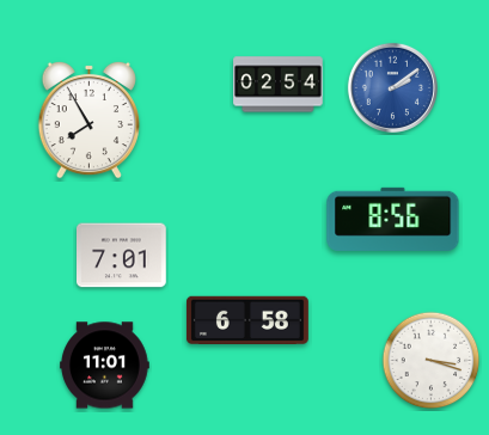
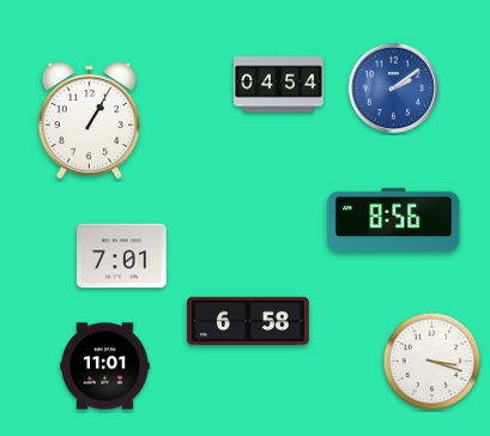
clock at (279, 85): 02:54 -> 04:54
clock at (88, 120): 7:55 -> 1:05
